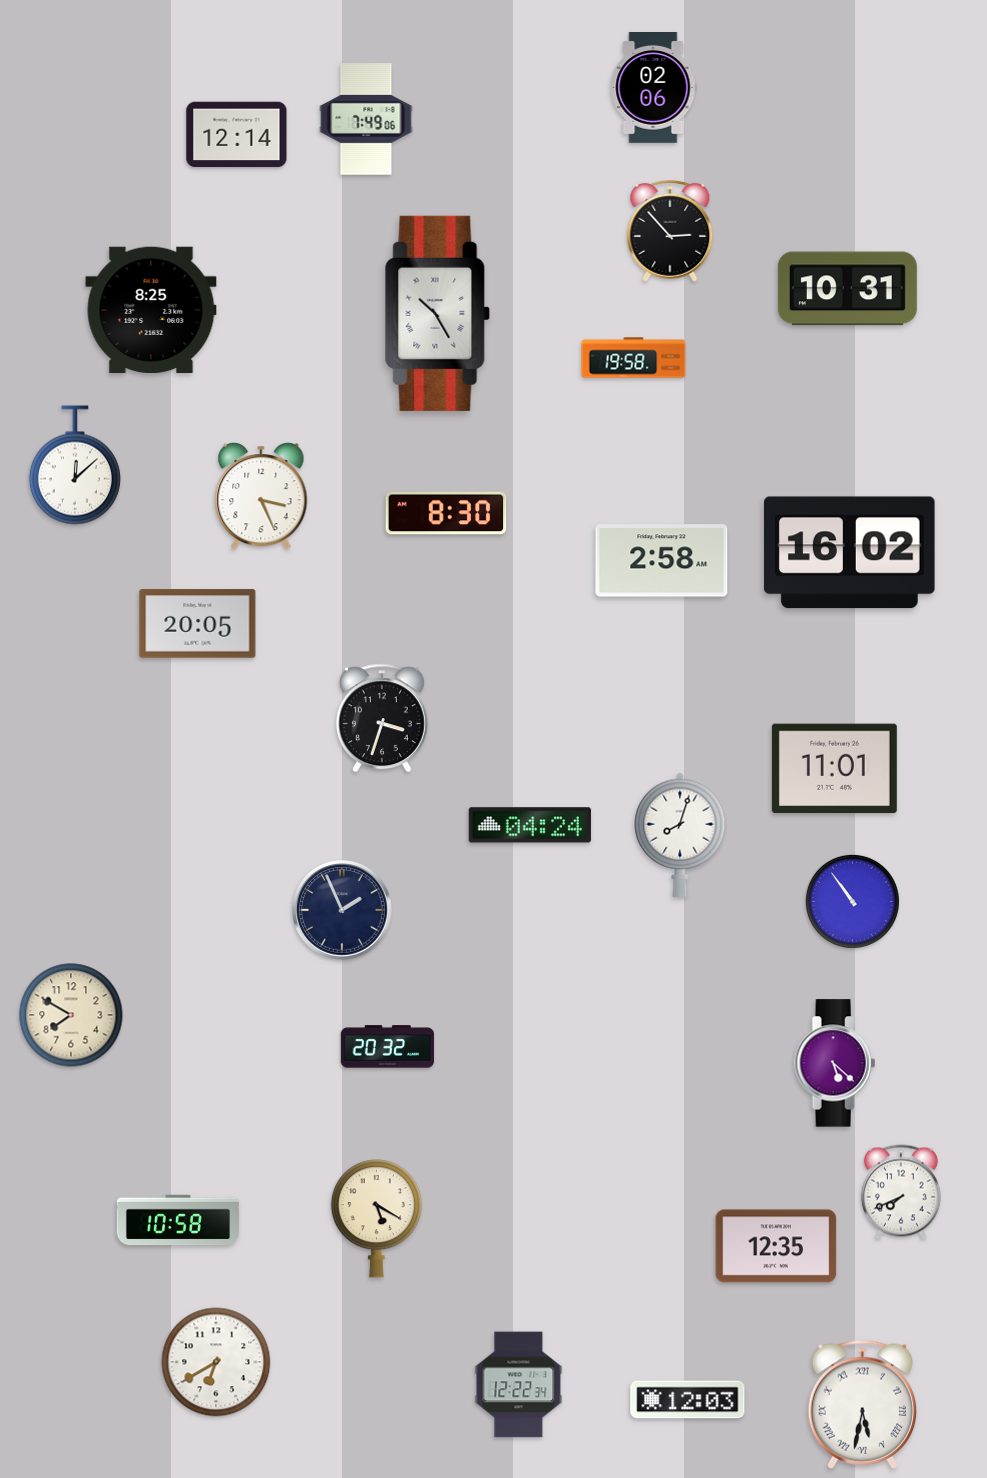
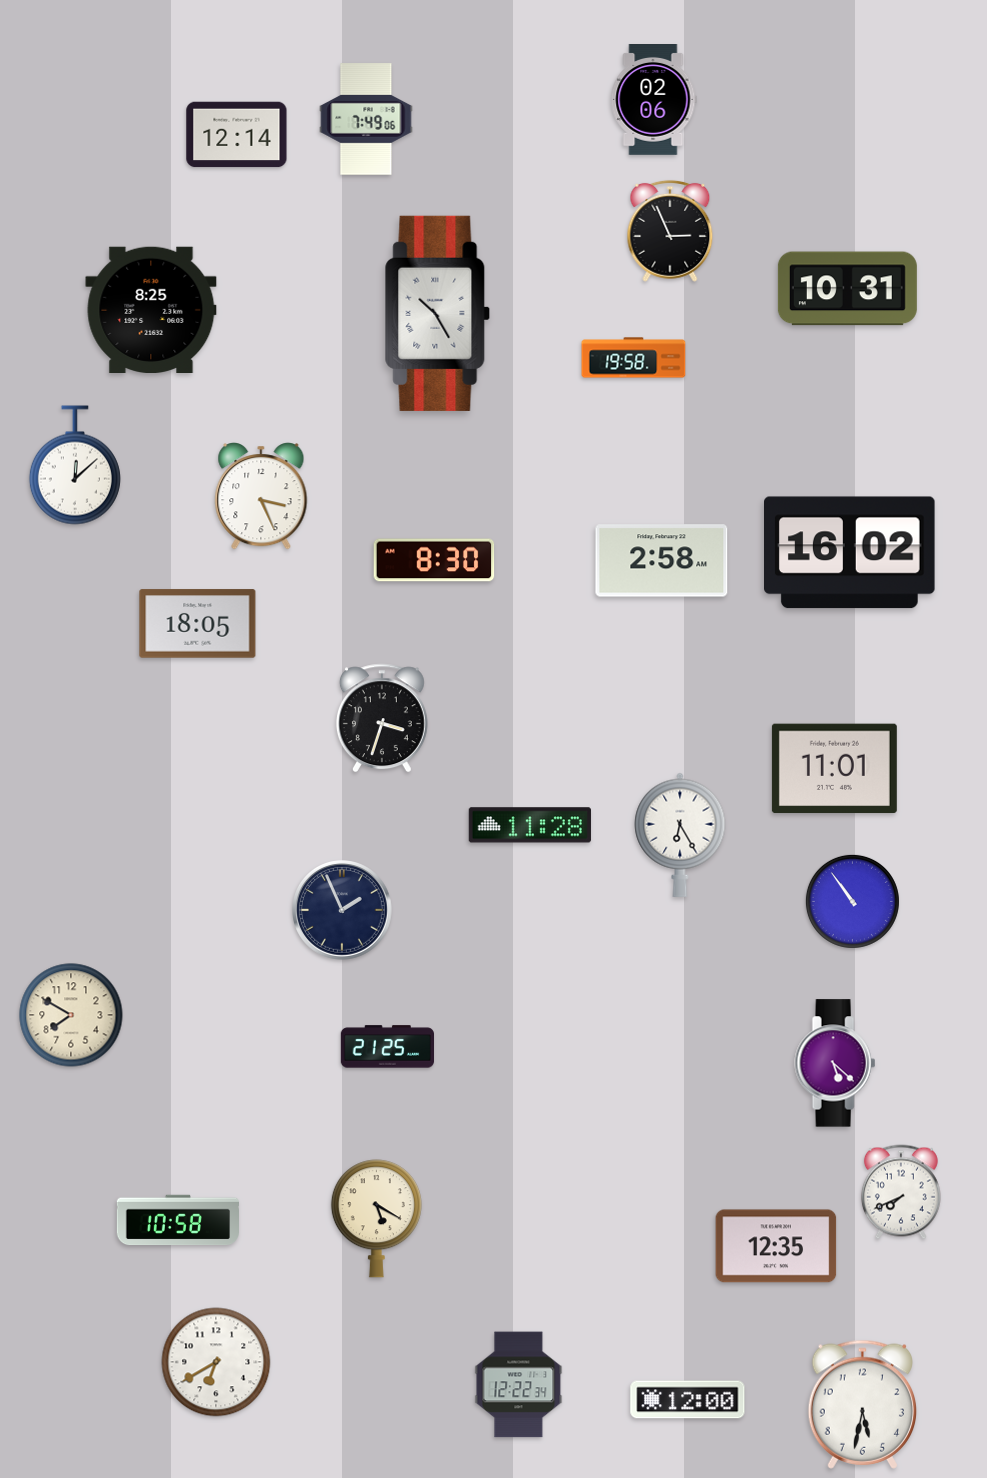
clock at (654, 88) position: (654, 88) -> (654, 100)
clock at (670, 231): 2:53 -> 2:56
clock at (446, 513) position: (446, 513) -> (434, 560)
clock at (198, 624): 20:05 -> 18:05
clock at (530, 825): 04:24 -> 11:28
clock at (680, 835): 8:03 -> 6:25
clock at (387, 1047): 20:32 -> 21:25
clock at (688, 1400): 12:03 -> 12:00
clock at (862, 1404) numerals: Roman -> Arabic
